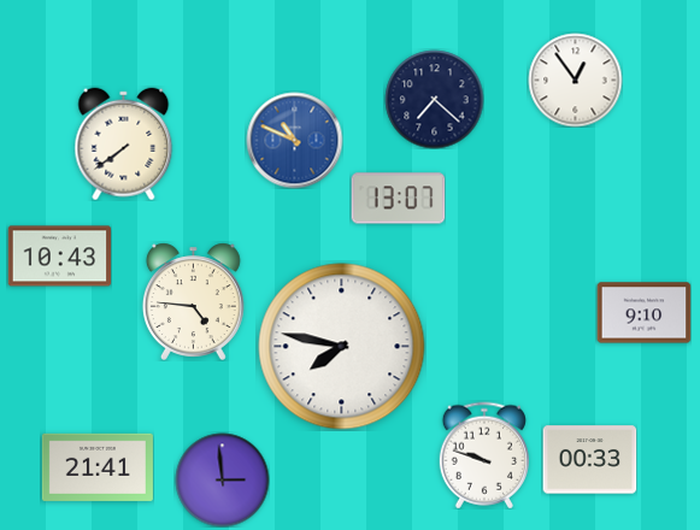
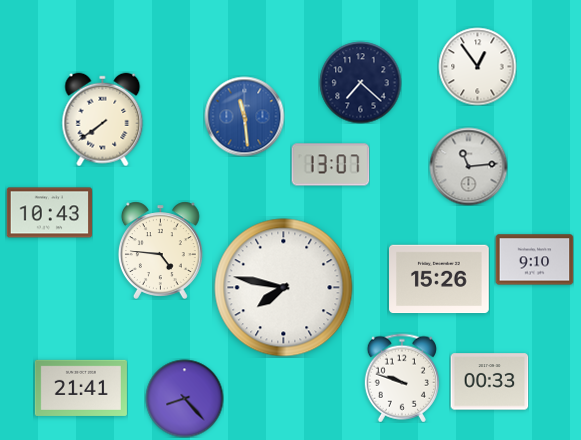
clock at (294, 140): 10:49 -> 11:29
clock at (468, 166): none -> 11:14
clock at (439, 279): none -> 15:26
clock at (222, 479): 2:59 -> 8:23
